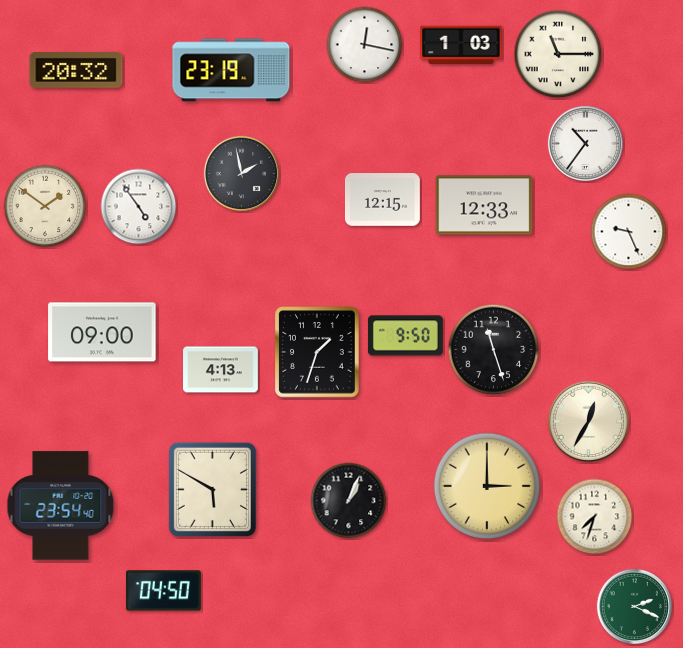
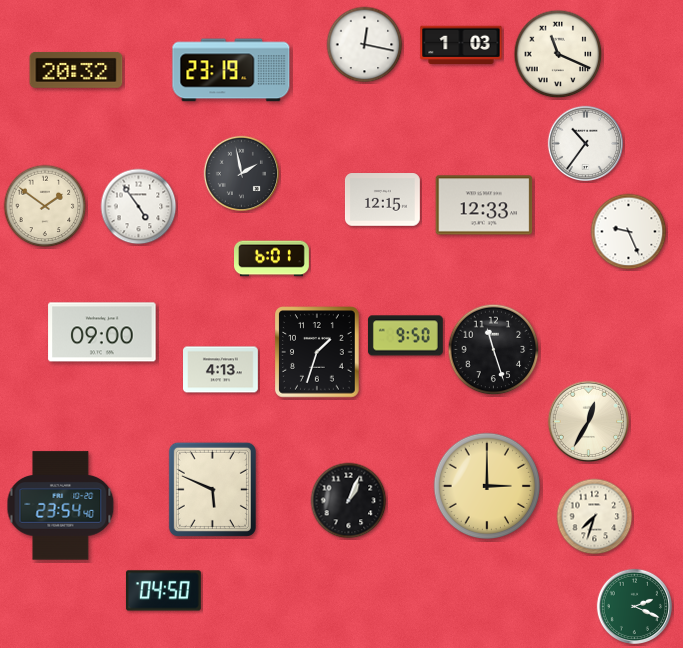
clock at (558, 54): 11:15 -> 11:19
clock at (272, 259): none -> 6:01
clock at (212, 489): 5:50 -> 5:49
